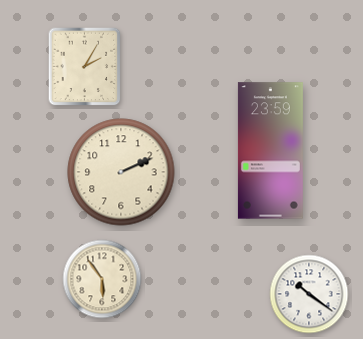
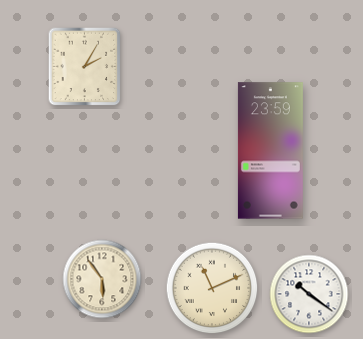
clock at (121, 172): 2:11 -> none
clock at (212, 288): none -> 11:11
